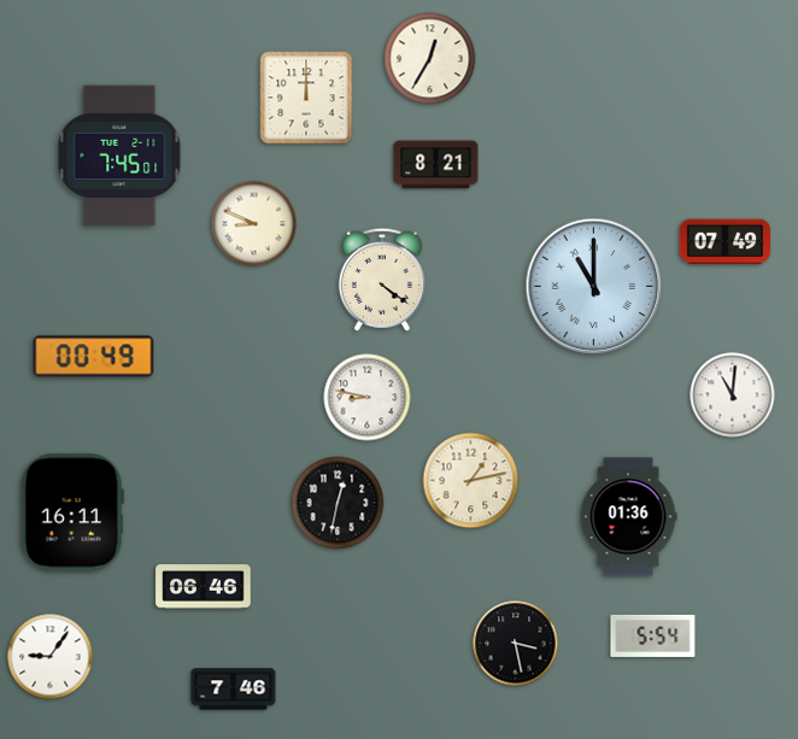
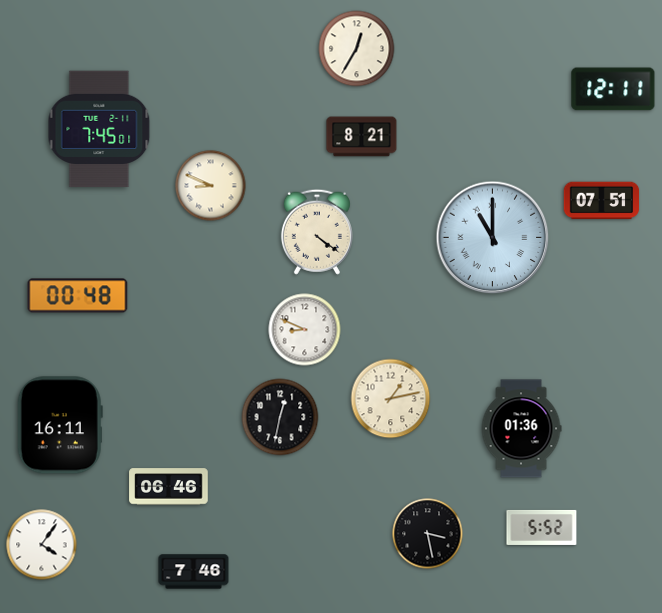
clock at (306, 98): 12:00 -> none
clock at (613, 89): none -> 12:11
clock at (726, 242): 07:49 -> 07:51
clock at (94, 357): 00:49 -> 00:48
clock at (733, 395): 11:01 -> none
clock at (368, 398): 8:47 -> 8:49
clock at (653, 635): 5:54 -> 5:52
clock at (51, 657): 9:06 -> 4:06
